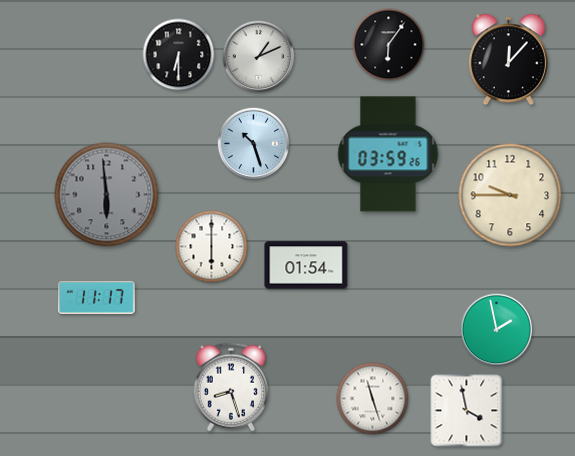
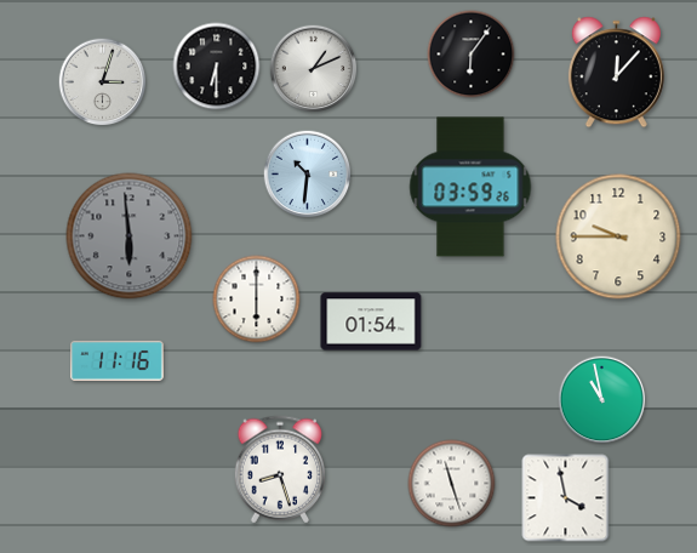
clock at (103, 82): none -> 3:03
clock at (254, 144): 10:27 -> 10:31
clock at (97, 297): 11:17 -> 11:16
clock at (497, 330): 1:58 -> 10:58
